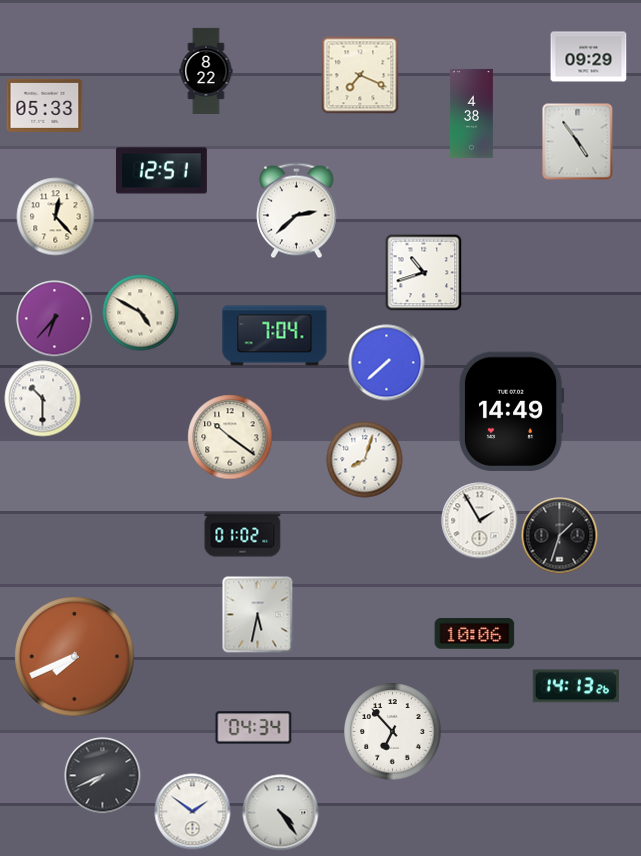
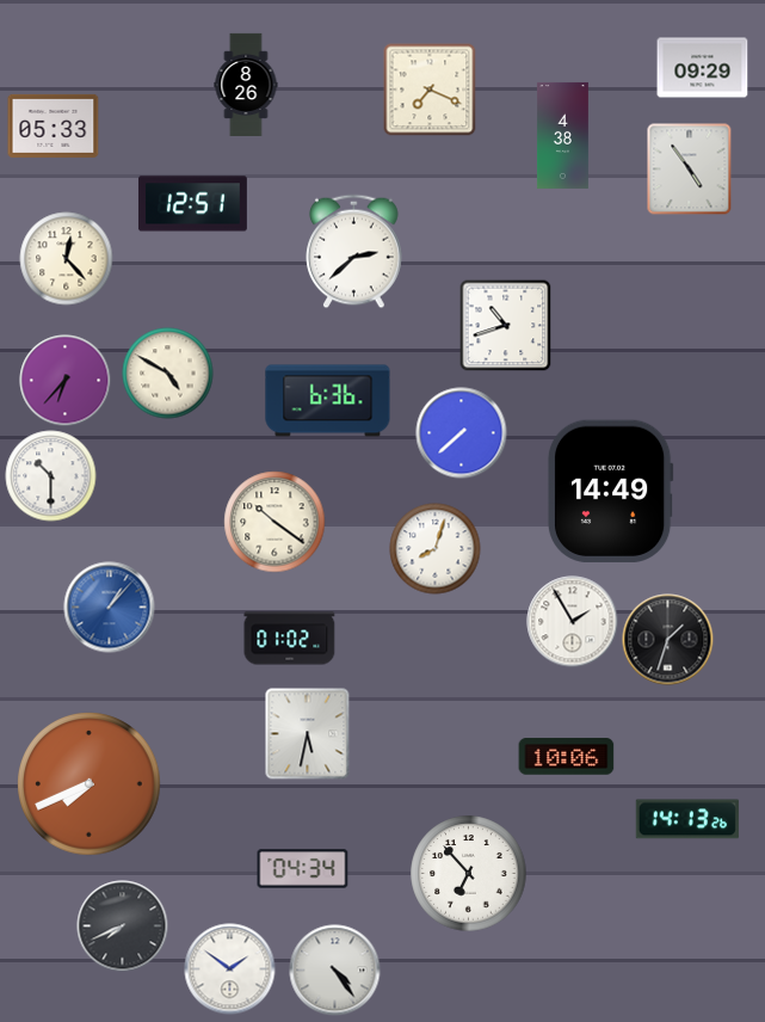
clock at (206, 70): 8:22 -> 8:26
clock at (275, 336): 7:04 -> 6:36
clock at (110, 608): none -> 1:07
